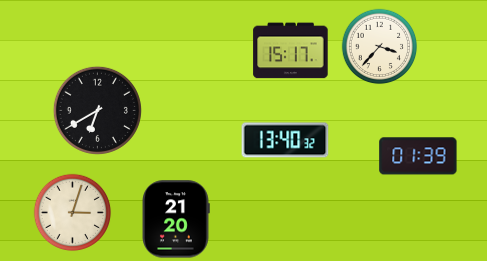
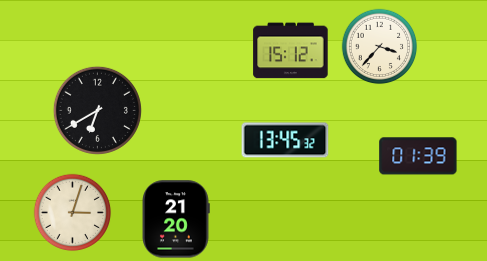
clock at (291, 51): 15:17 -> 15:12
clock at (285, 140): 13:40 -> 13:45
